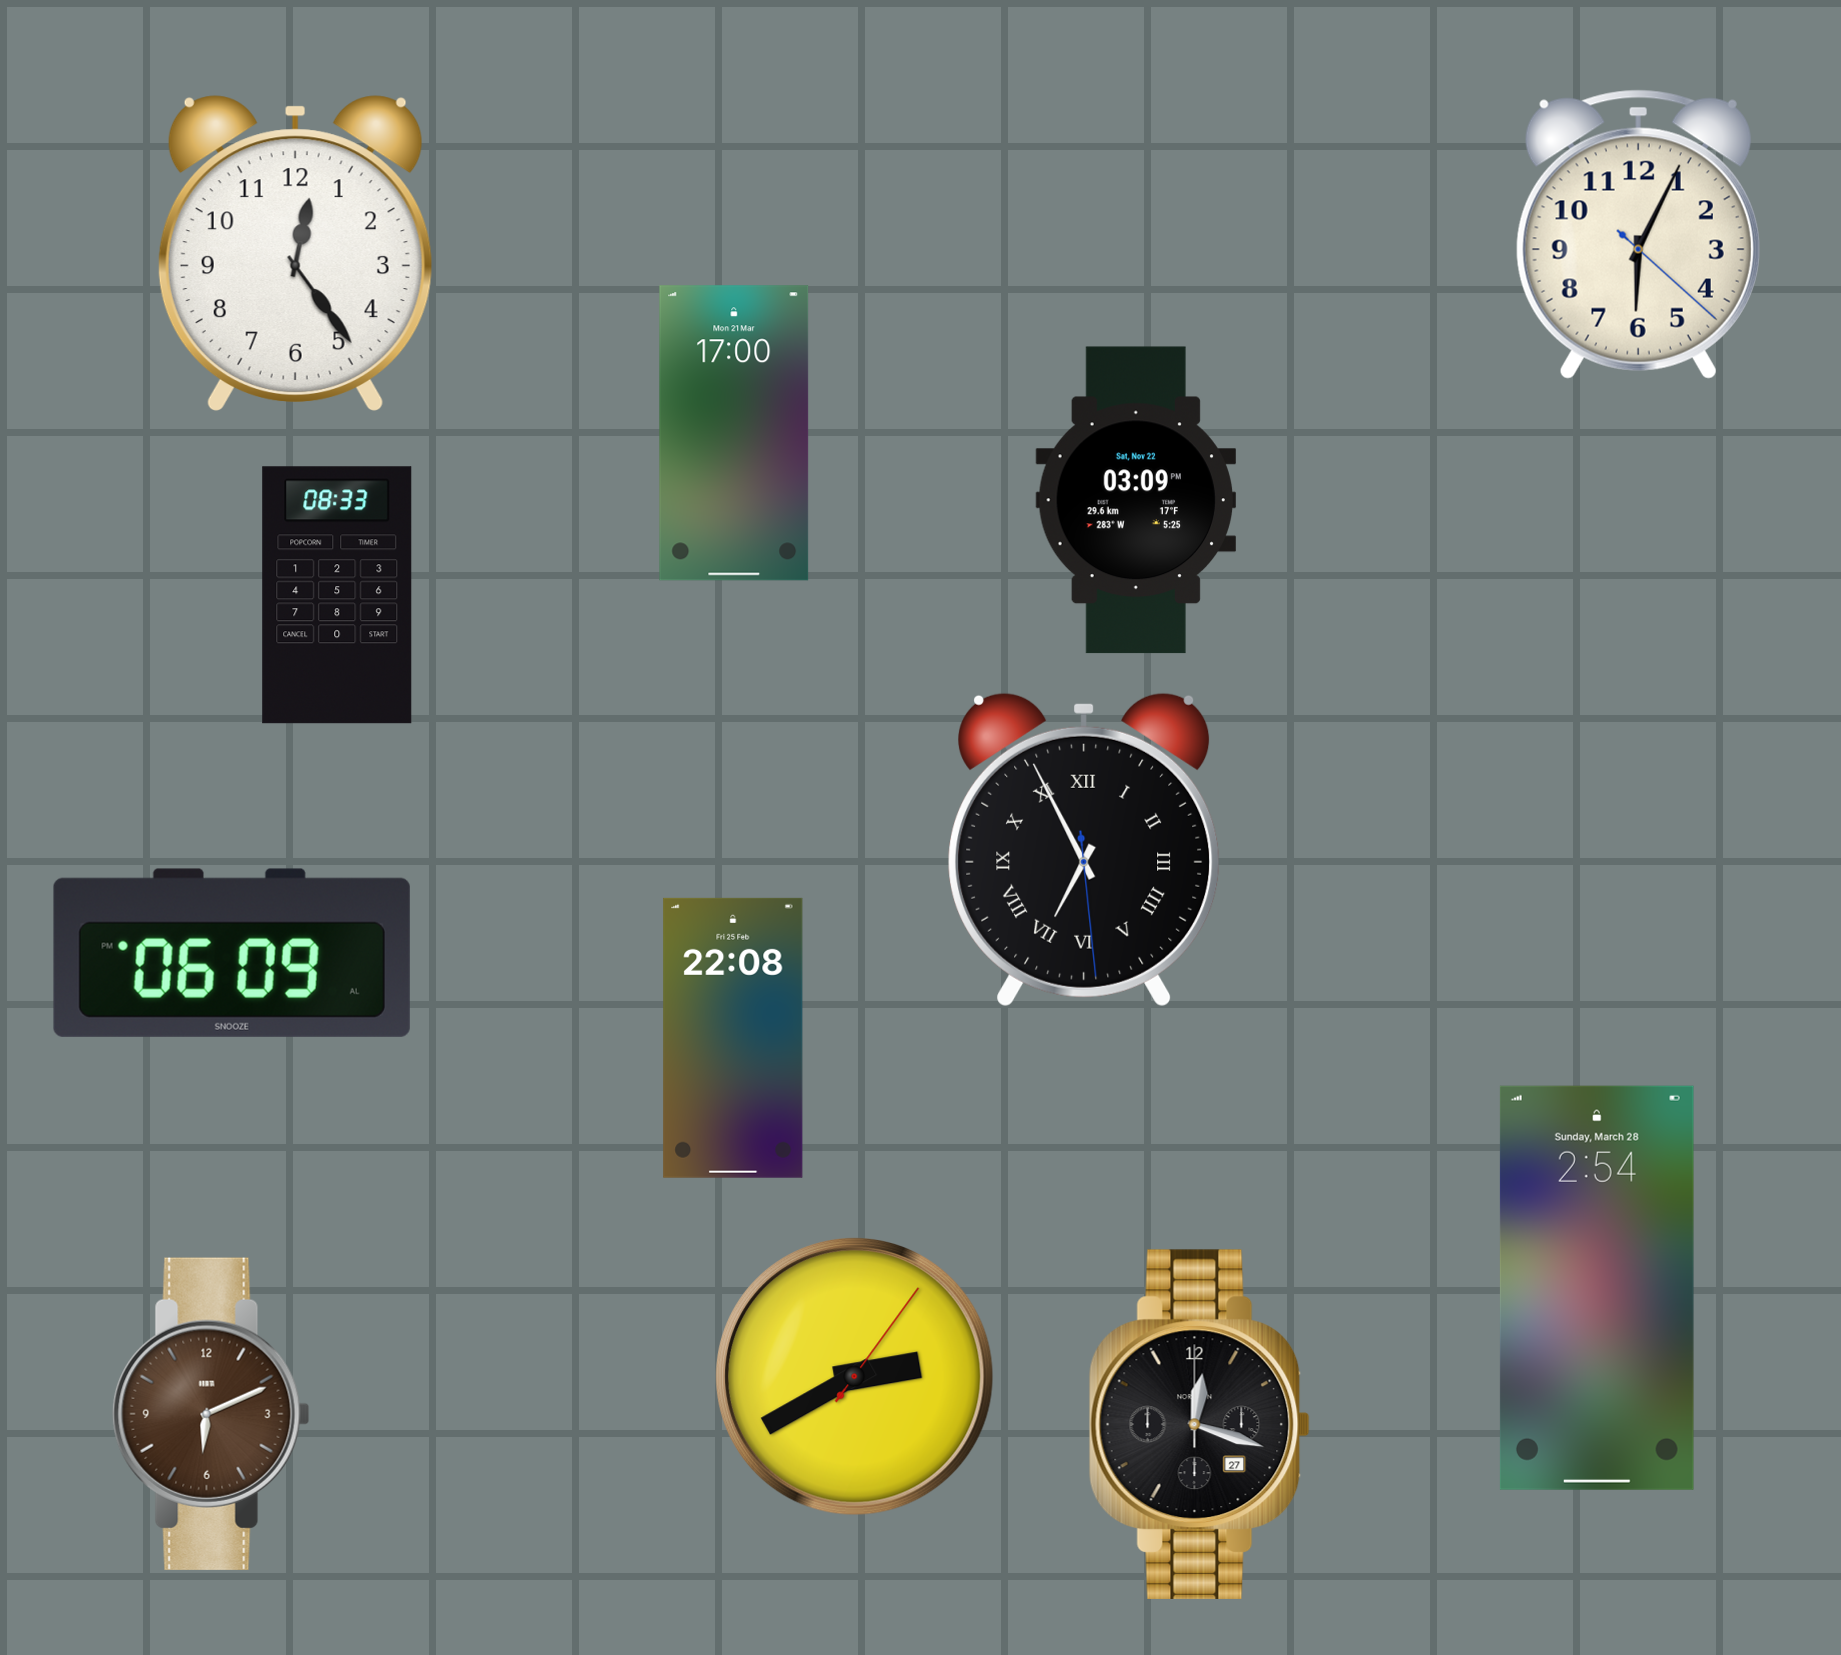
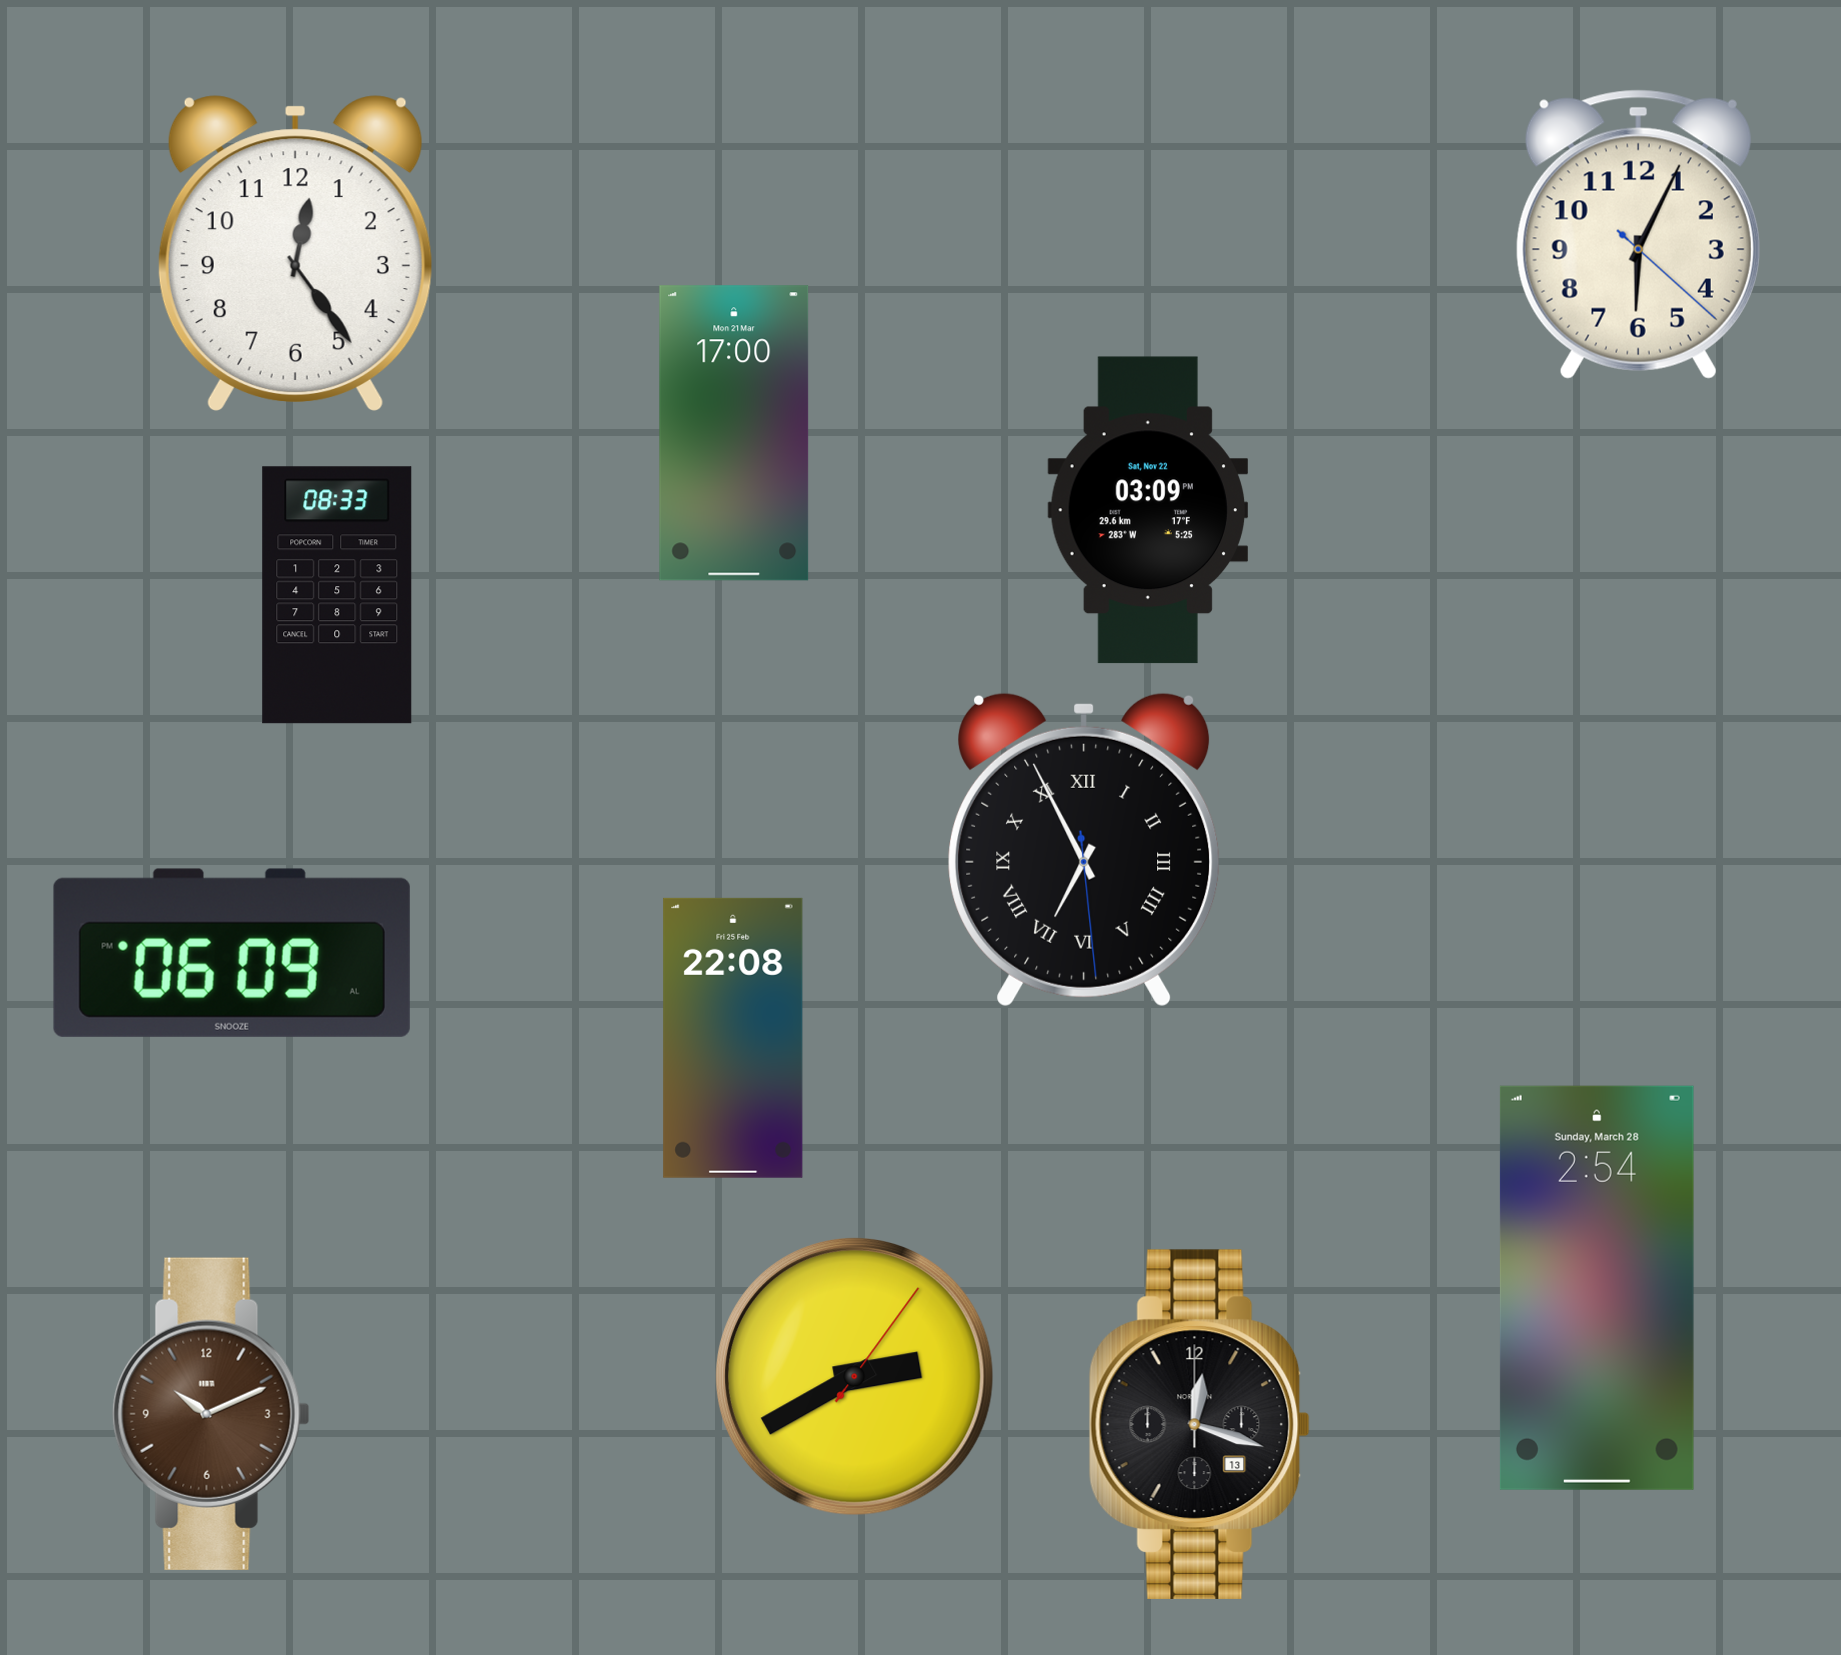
clock at (1135, 500) position: (1135, 500) -> (1147, 510)
clock at (211, 1414): 6:11 -> 10:11
clock at (1199, 1424) date: 27 -> 13
